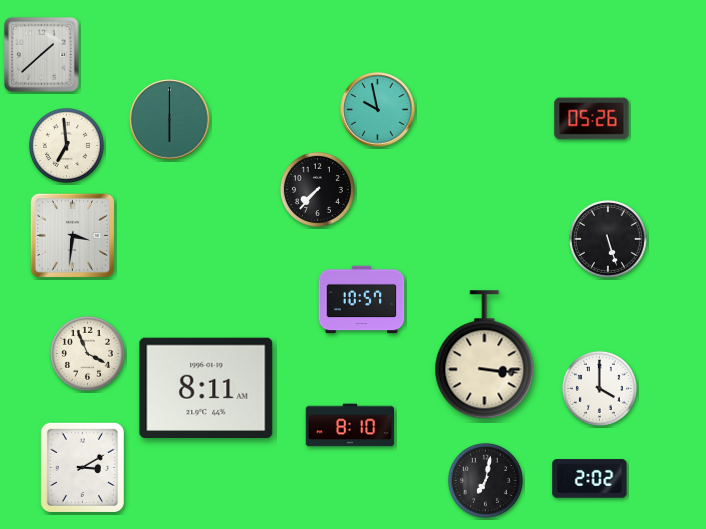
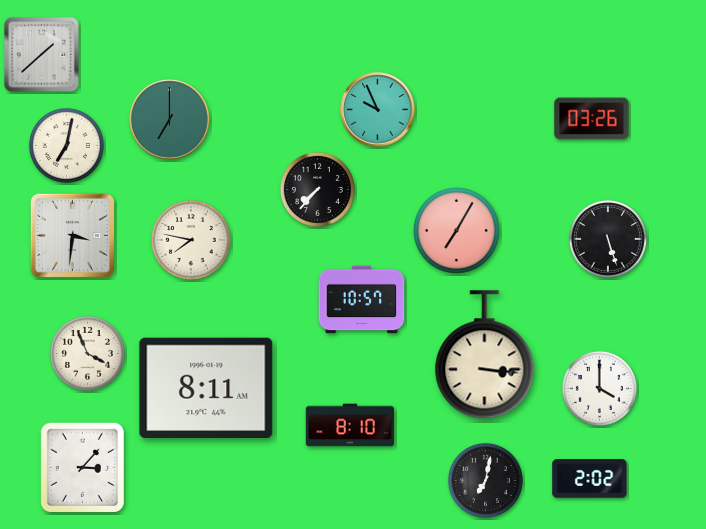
clock at (378, 110): 9:58 -> 9:56
clock at (592, 119): 05:26 -> 03:26
clock at (170, 120): 6:00 -> 7:00
clock at (66, 145): 6:59 -> 7:02
clock at (457, 231): none -> 7:05
clock at (191, 240): none -> 7:47
clock at (82, 467): 3:10 -> 3:07
